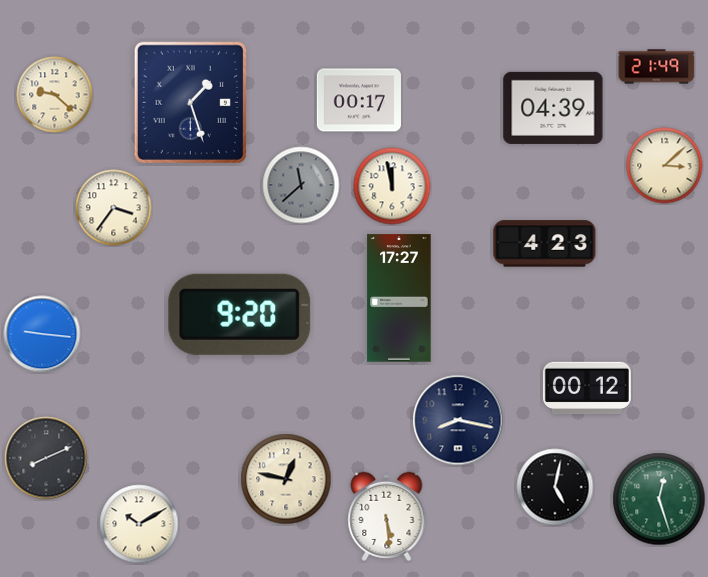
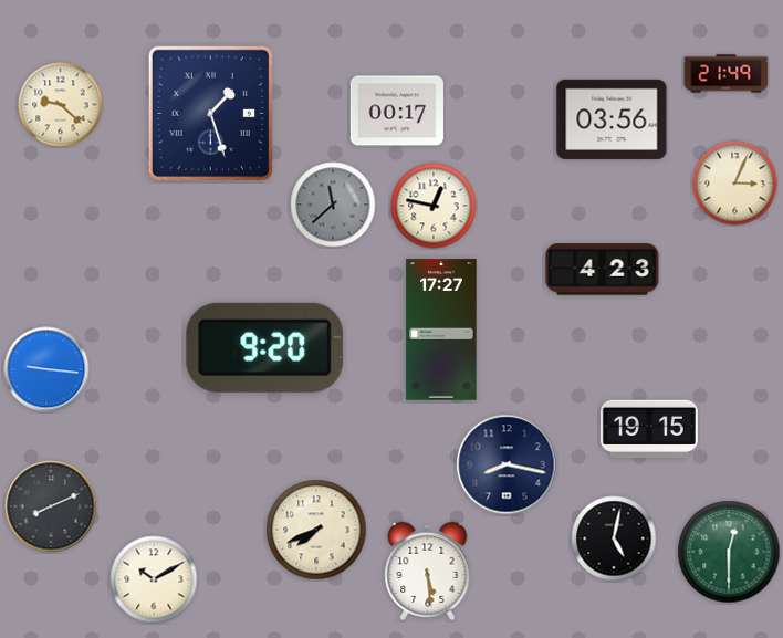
clock at (553, 108): 04:39 -> 03:56
clock at (665, 166): 3:08 -> 3:04
clock at (392, 186): 11:58 -> 12:47
clock at (114, 208): 3:36 -> none
clock at (587, 388): 00:12 -> 19:15
clock at (286, 479): 12:47 -> 7:41
clock at (659, 499): 12:27 -> 12:30
